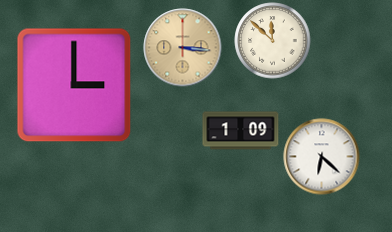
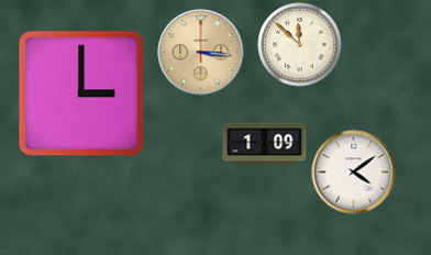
clock at (322, 157): 6:22 -> 4:09
